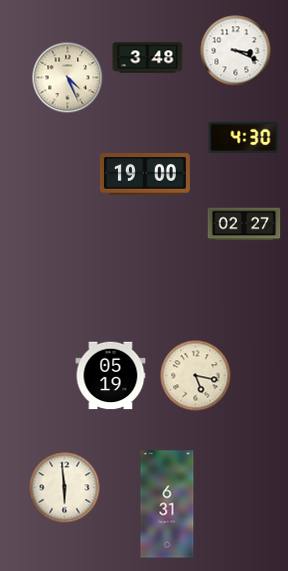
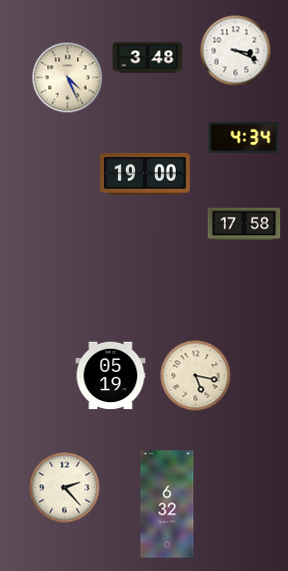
clock at (244, 137): 4:30 -> 4:34
clock at (244, 224): 02:27 -> 17:58
clock at (65, 488): 5:59 -> 2:23
clock at (167, 504): 6:31 -> 6:32
